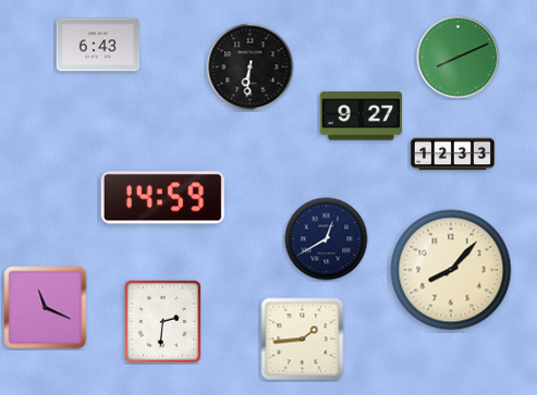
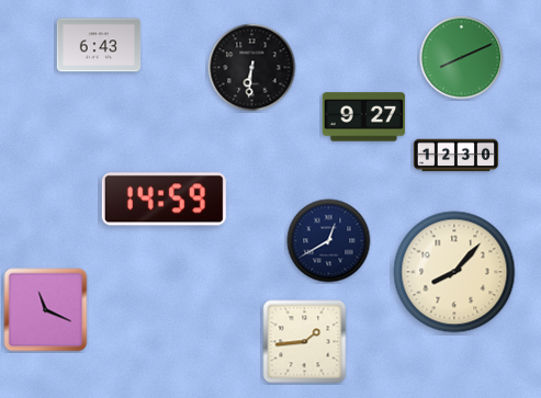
clock at (453, 155): 12:33 -> 12:30
clock at (162, 321): 2:31 -> none
